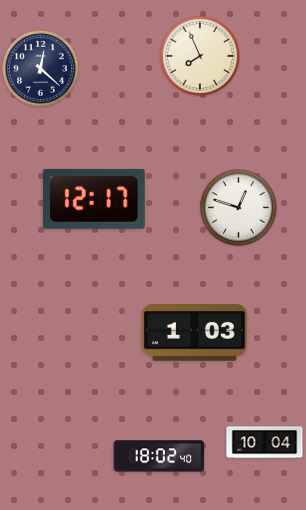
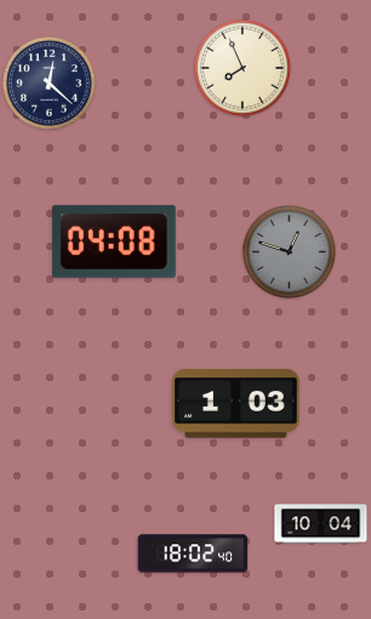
clock at (94, 199): 12:17 -> 04:08
clock at (239, 208) dial: white -> grey
clock at (265, 443) position: (265, 443) -> (321, 524)
